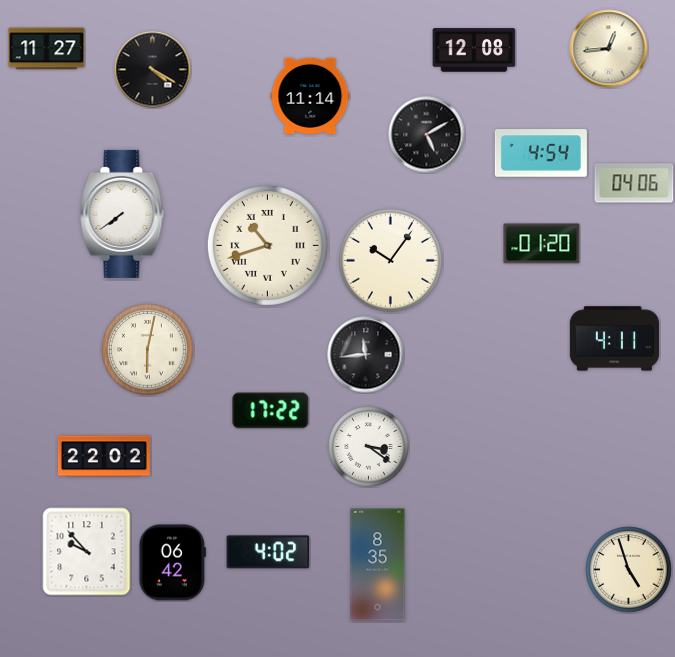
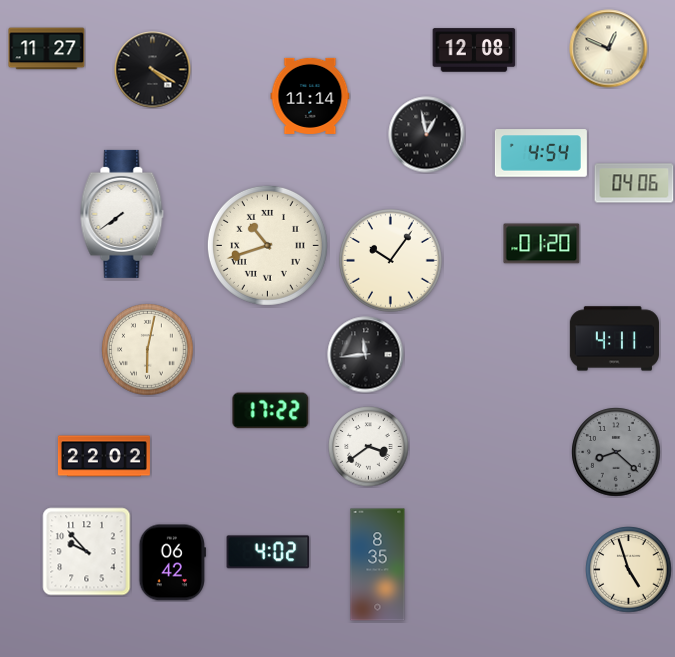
clock at (609, 49): 12:44 -> 12:49
clock at (427, 135): 5:10 -> 12:58
clock at (369, 447): 3:21 -> 3:39
clock at (616, 452): none -> 8:22
